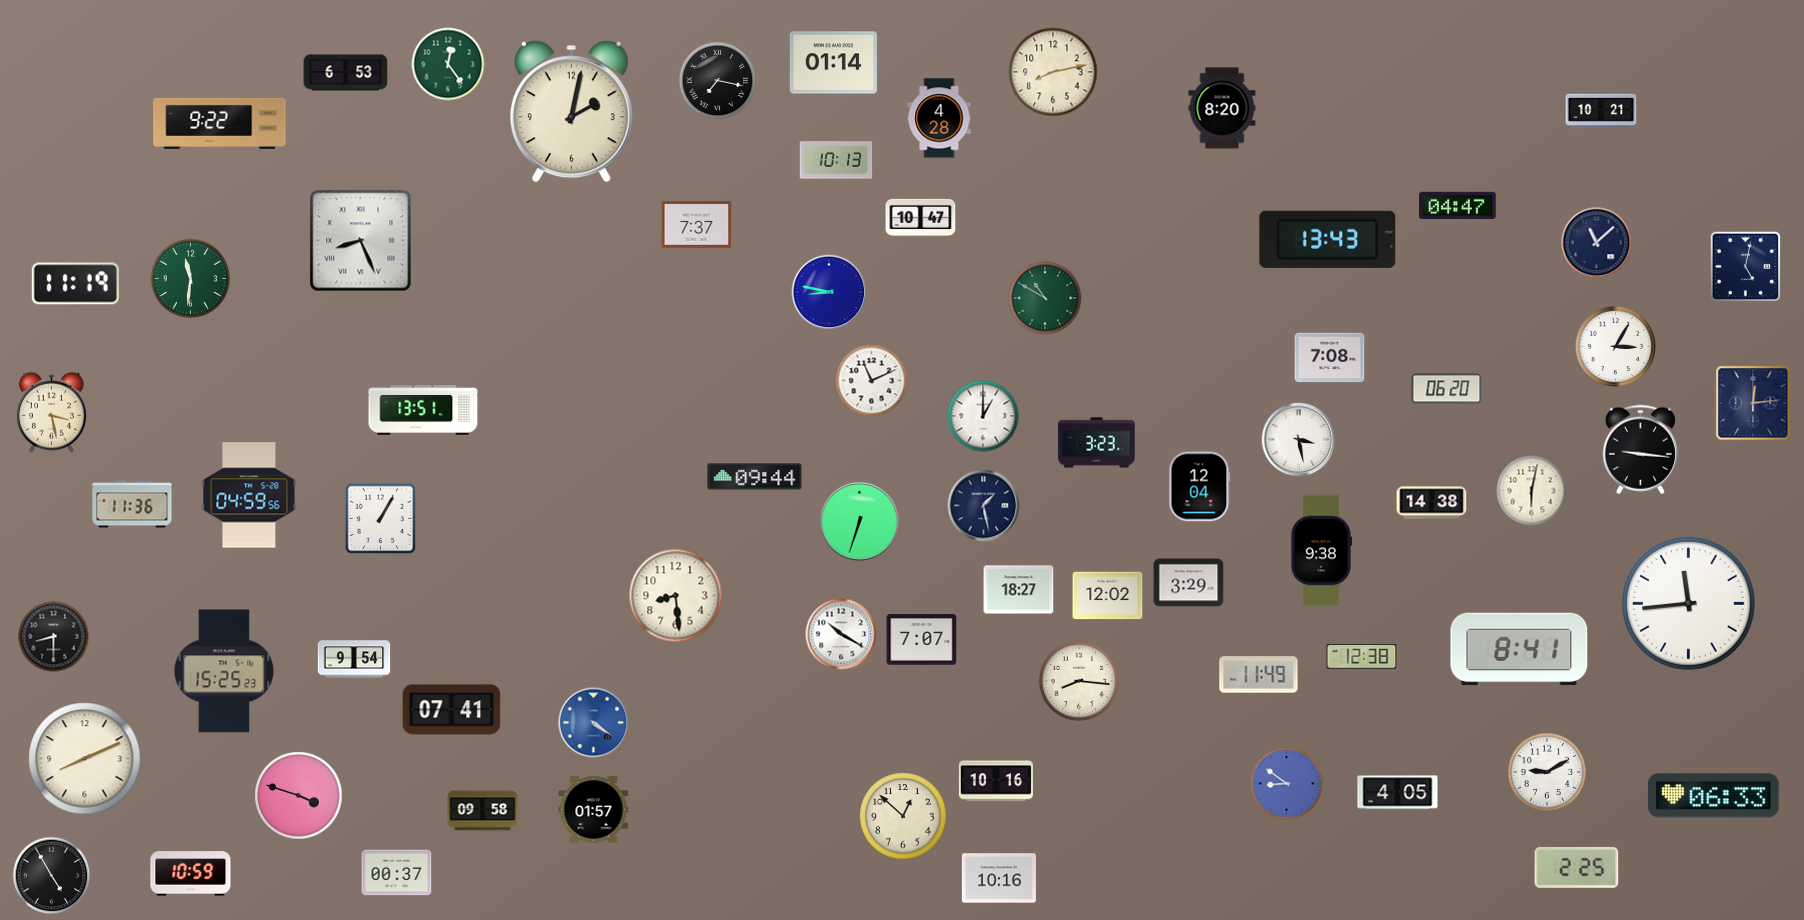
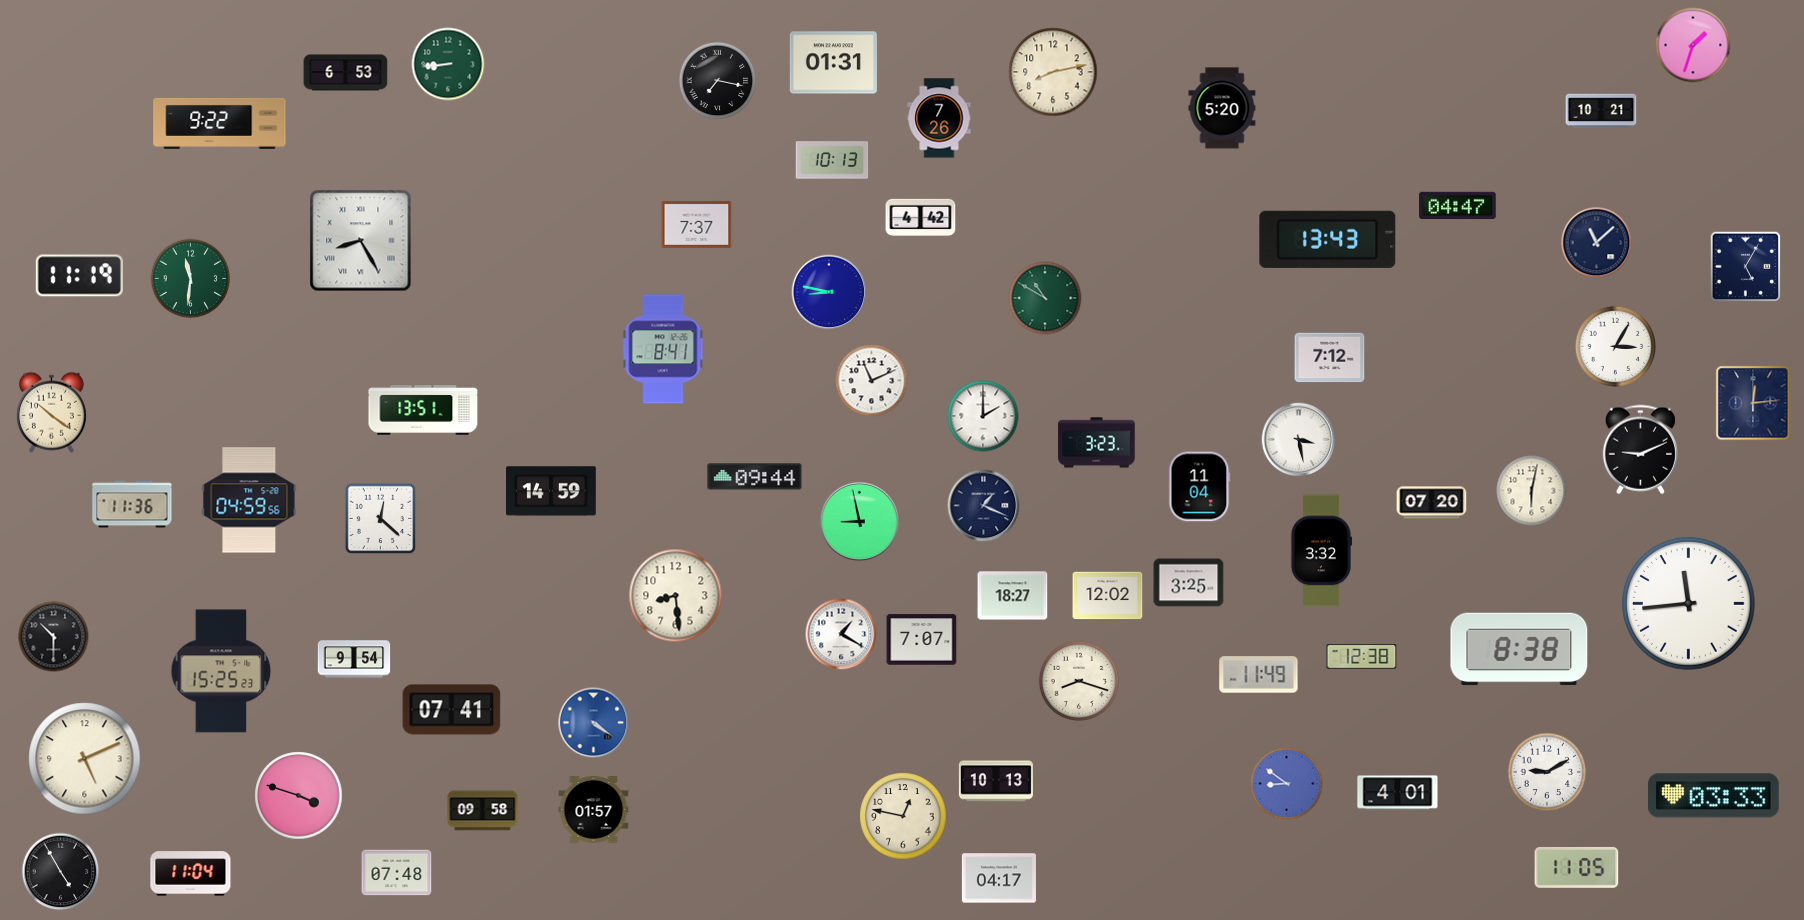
clock at (1693, 45): none -> 1:33
clock at (833, 63): 01:14 -> 01:31
clock at (448, 64): 12:24 -> 8:44
clock at (1222, 108): 8:20 -> 5:20
clock at (571, 112): 2:02 -> none
clock at (939, 118): 4:28 -> 7:26
clock at (836, 160) position: (836, 160) -> (832, 160)
clock at (921, 218): 10:47 -> 4:42
clock at (361, 241): 8:26 -> 8:25
clock at (1746, 267): 5:02 -> 5:05
clock at (75, 284) position: (75, 284) -> (79, 276)
clock at (663, 349): none -> 8:41
clock at (1330, 358): 7:08 -> 7:12
clock at (1447, 389): 06:20 -> none
clock at (51, 412): 3:28 -> 10:21
clock at (983, 416): 1:00 -> 2:00
clock at (1640, 450): 9:16 -> 9:11
clock at (1200, 487): 12:04 -> 11:04
clock at (551, 491): none -> 14:59
clock at (249, 495) position: (249, 495) -> (249, 500)
clock at (1432, 503): 14:38 -> 07:20
clock at (984, 506): 1:28 -> 1:19
clock at (381, 519): 1:05 -> 12:22
clock at (859, 521): 6:33 -> 8:58
clock at (1321, 551): 9:38 -> 3:32
clock at (1189, 583): 3:29 -> 3:25
clock at (1019, 590) position: (1019, 590) -> (1013, 596)
clock at (841, 634): 10:20 -> 1:20
clock at (54, 637): 8:30 -> 10:30
clock at (1519, 649): 8:41 -> 8:38
clock at (224, 671) position: (224, 671) -> (221, 671)
clock at (1079, 681): 8:16 -> 8:18
clock at (85, 759): 8:11 -> 5:11
clock at (996, 781): 10:16 -> 10:13
clock at (1398, 793): 4:05 -> 4:01
clock at (1714, 796): 06:33 -> 03:33
clock at (903, 816): 12:52 -> 12:47
clock at (1577, 867): 2:25 -> 11:05
clock at (397, 873): 00:37 -> 07:48
clock at (191, 874): 10:59 -> 11:04
clock at (52, 876) position: (52, 876) -> (61, 872)
clock at (999, 878): 10:16 -> 04:17
